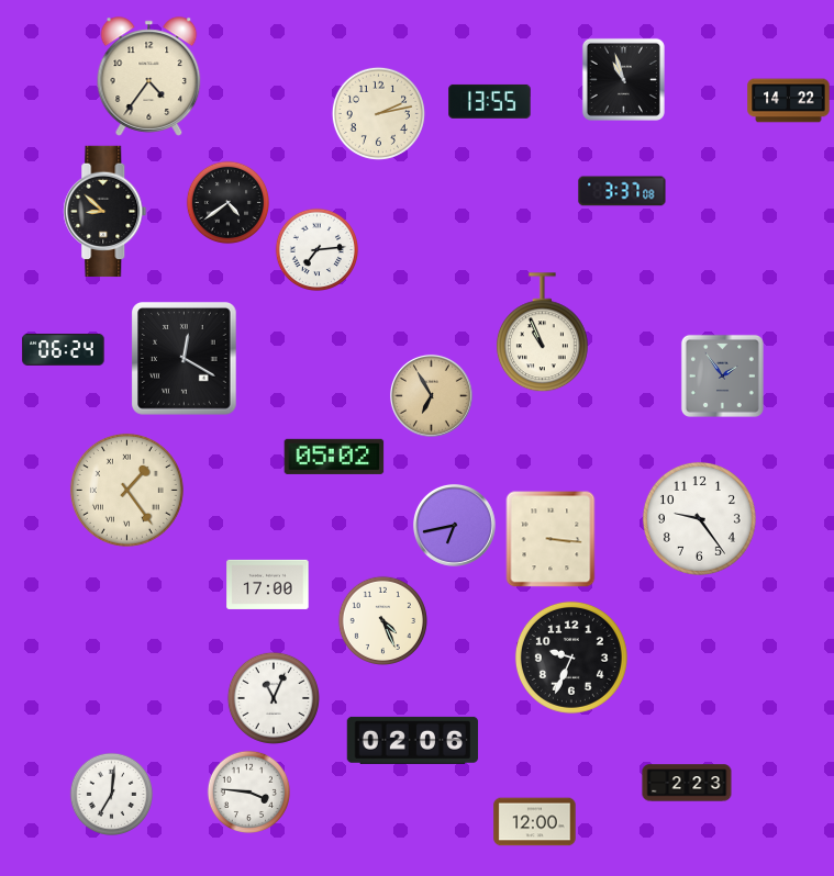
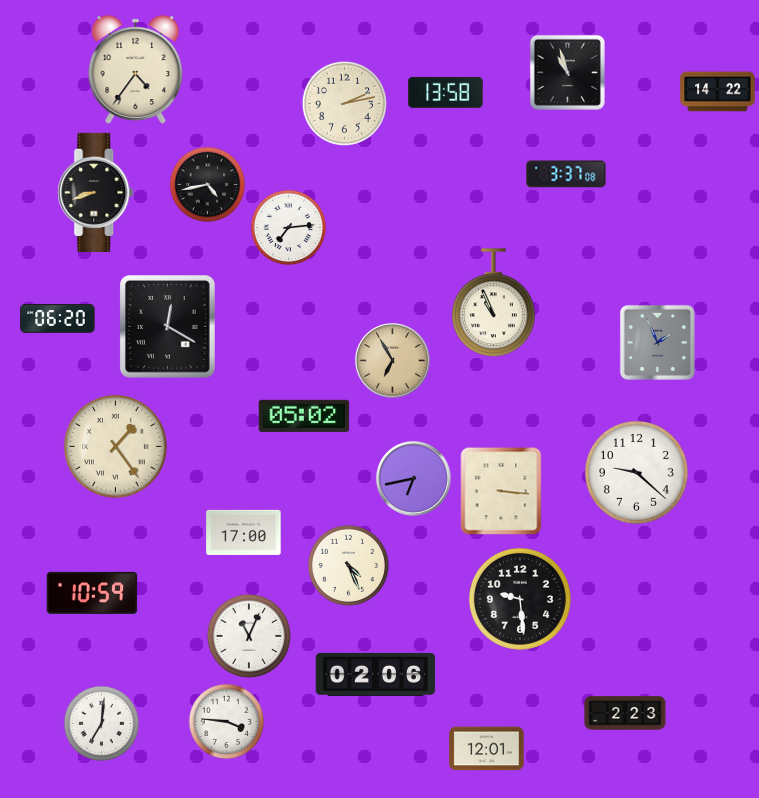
clock at (490, 101): 13:55 -> 13:58
clock at (229, 203): 4:39 -> 4:43
clock at (105, 212): 8:52 -> 8:42
clock at (64, 349): 06:24 -> 06:20
clock at (722, 375): 1:54 -> 1:56
clock at (699, 518): 9:24 -> 9:22
clock at (92, 593): none -> 10:59
clock at (571, 658): 9:34 -> 9:29
clock at (535, 822): 12:00 -> 12:01
